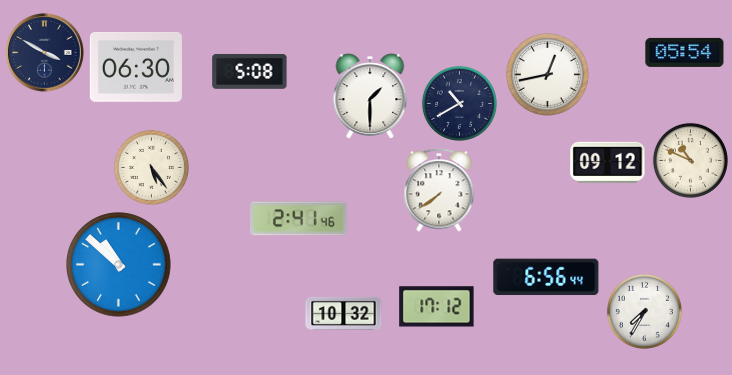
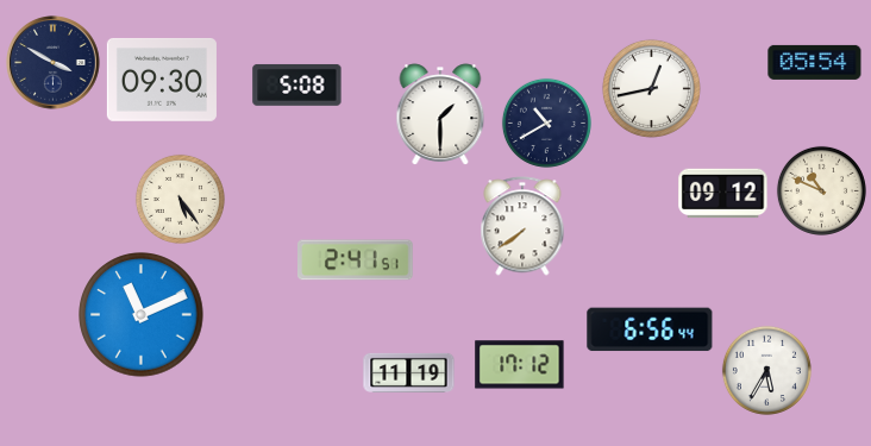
clock at (136, 67): 06:30 -> 09:30
clock at (299, 219): 2:41:46 -> 2:41:51
clock at (119, 265): 10:52 -> 11:11
clock at (644, 311): 7:35 -> 5:35
clock at (344, 313): 10:32 -> 11:19
